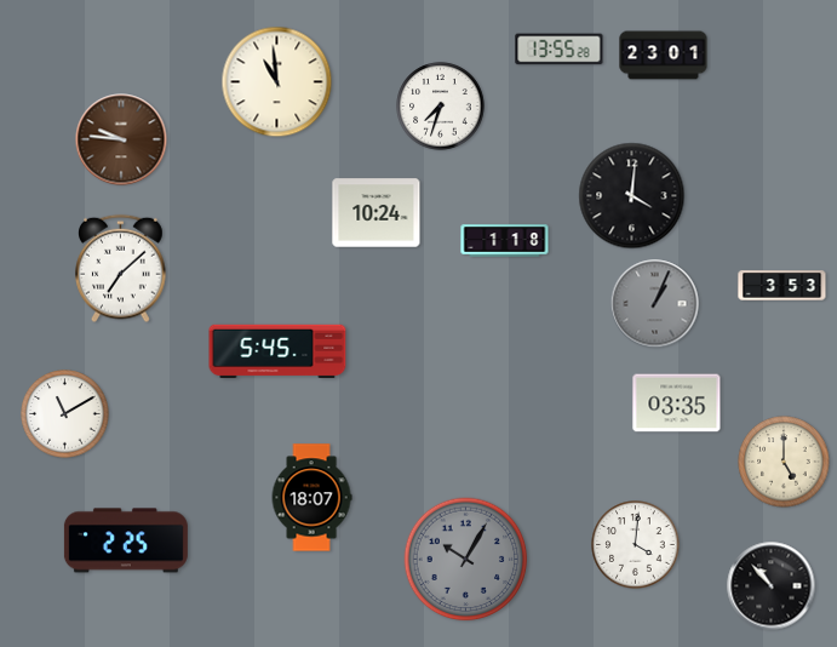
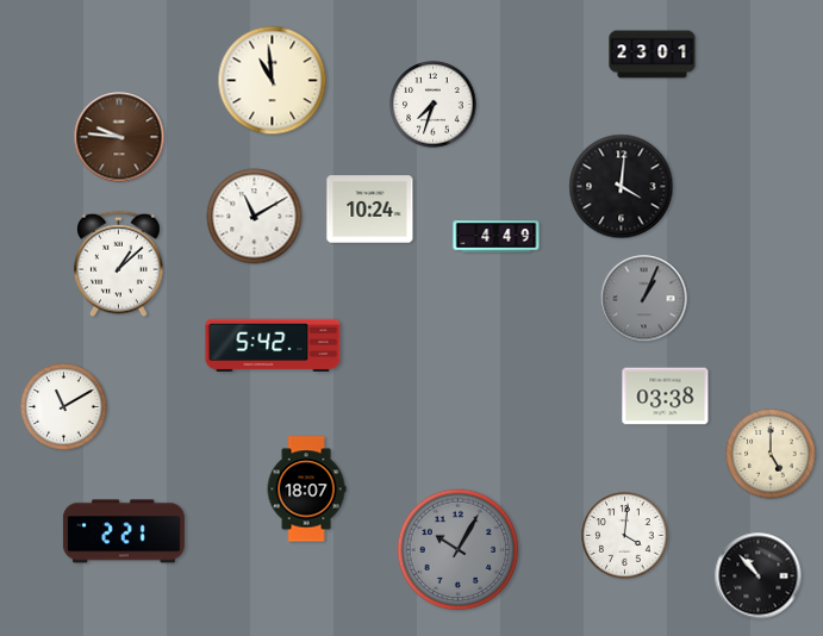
clock at (560, 50): 13:55 -> none
clock at (632, 196) position: (632, 196) -> (622, 187)
clock at (255, 217): none -> 11:10
clock at (505, 241): 1:18 -> 4:49
clock at (121, 269): 7:08 -> 1:08
clock at (782, 286): 3:53 -> none
clock at (277, 350): 5:45 -> 5:42
clock at (677, 403): 03:35 -> 03:38
clock at (126, 540): 2:25 -> 2:21
